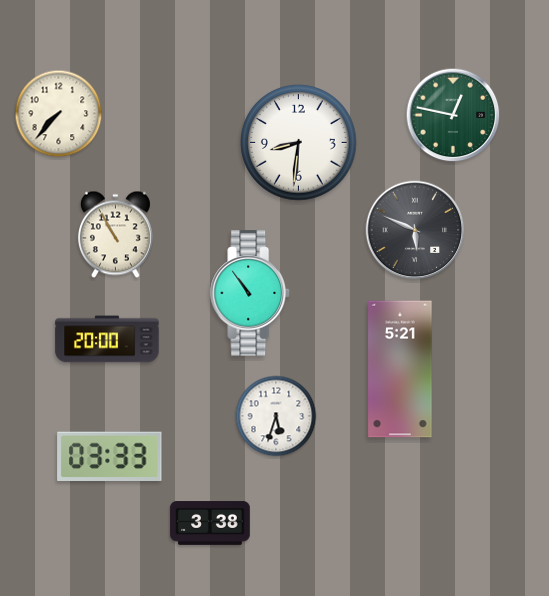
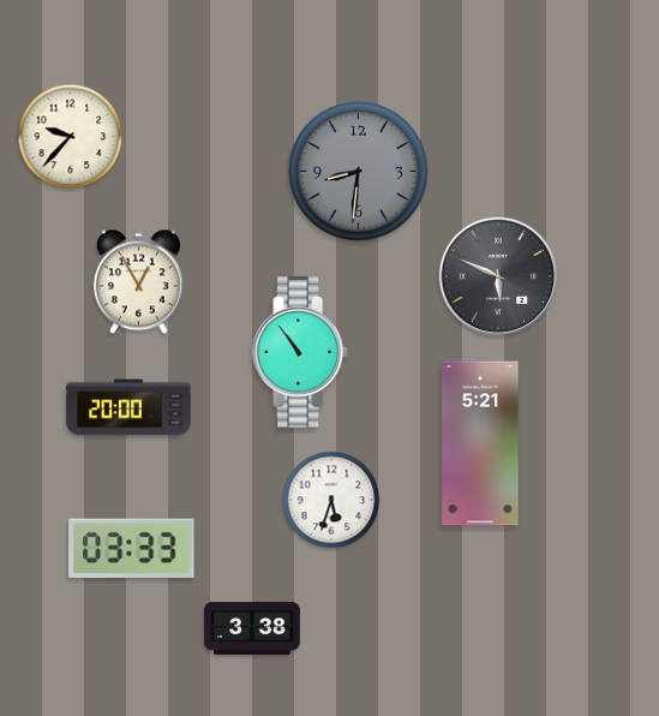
clock at (59, 114): 7:37 -> 9:37
clock at (453, 115): 12:47 -> none
clock at (299, 143) dial: white -> grey
clock at (115, 235): 10:55 -> 12:55
